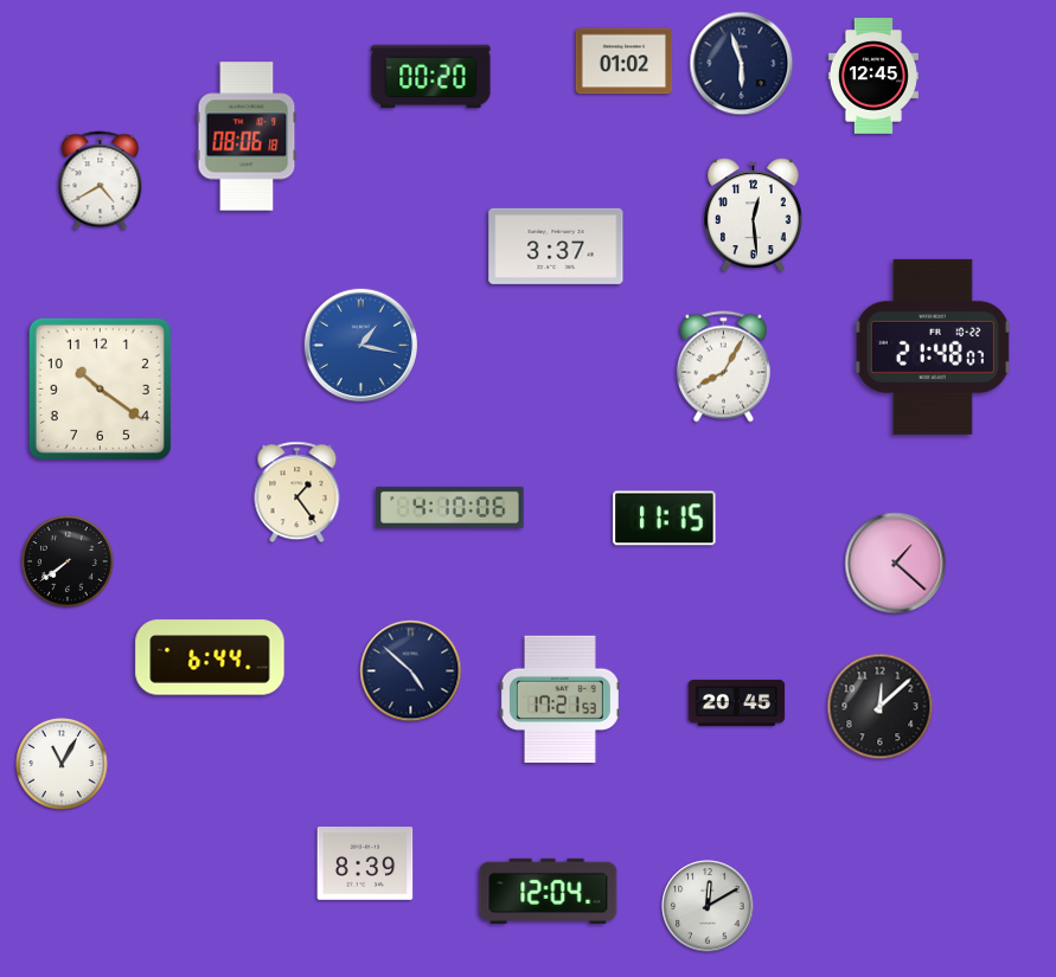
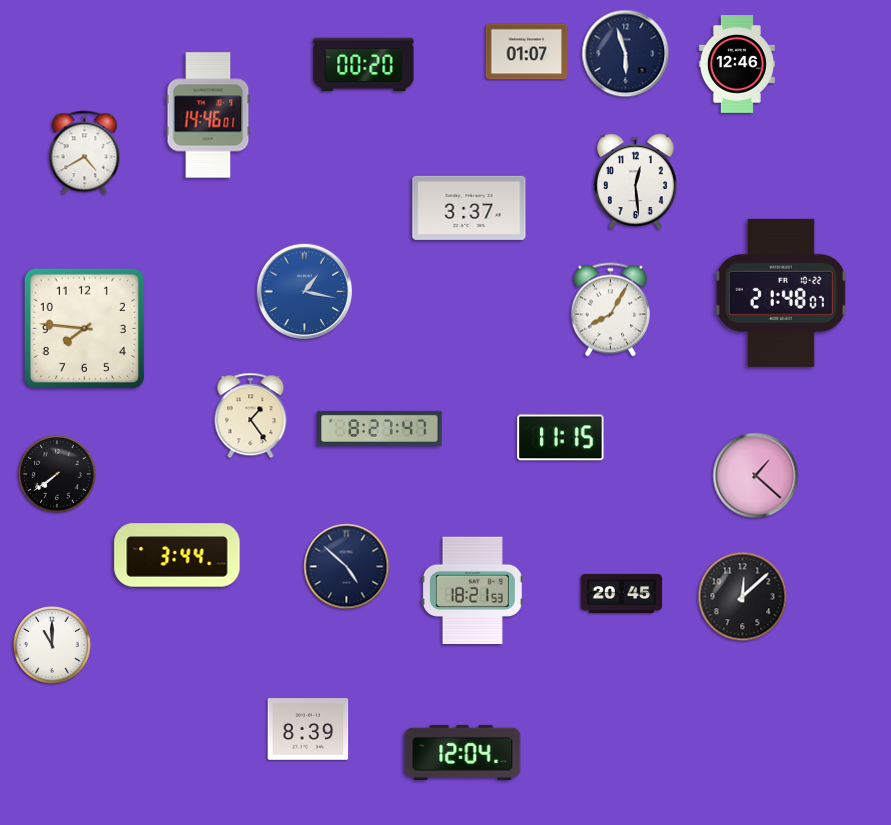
clock at (625, 62): 01:02 -> 01:07
clock at (873, 76): 12:45 -> 12:46
clock at (247, 136): 08:06 -> 14:46
clock at (933, 347) position: (933, 347) -> (781, 293)
clock at (100, 388): 10:21 -> 7:46
clock at (450, 507): 4:10 -> 8:27
clock at (210, 657): 6:44 -> 3:44
clock at (559, 699): 17:21 -> 18:21
clock at (62, 764): 11:05 -> 11:00
clock at (708, 906): 12:10 -> none
